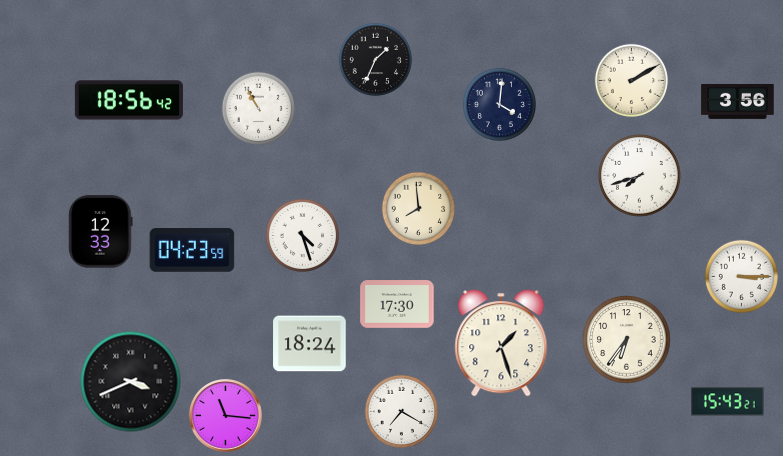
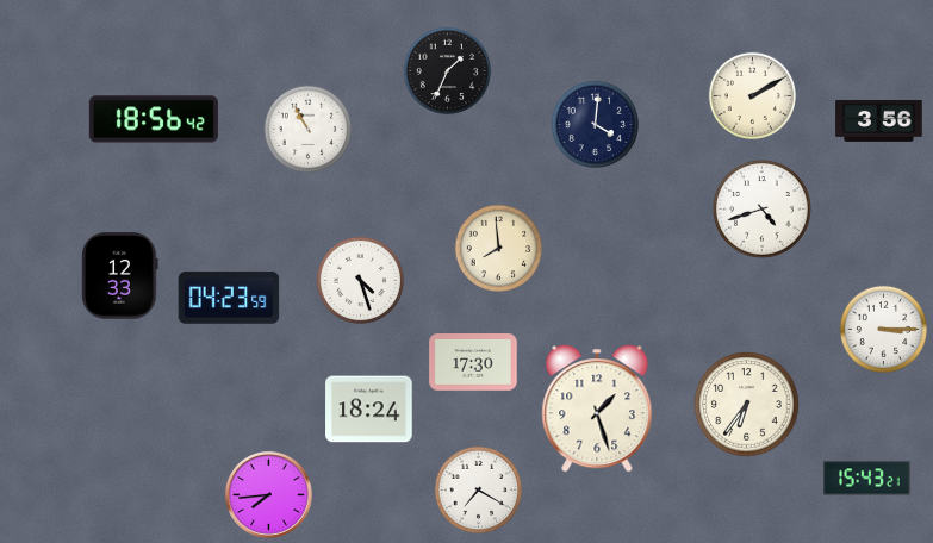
clock at (640, 176): 7:42 -> 4:42
clock at (131, 382): 3:41 -> none
clock at (226, 416): 11:16 -> 7:44
